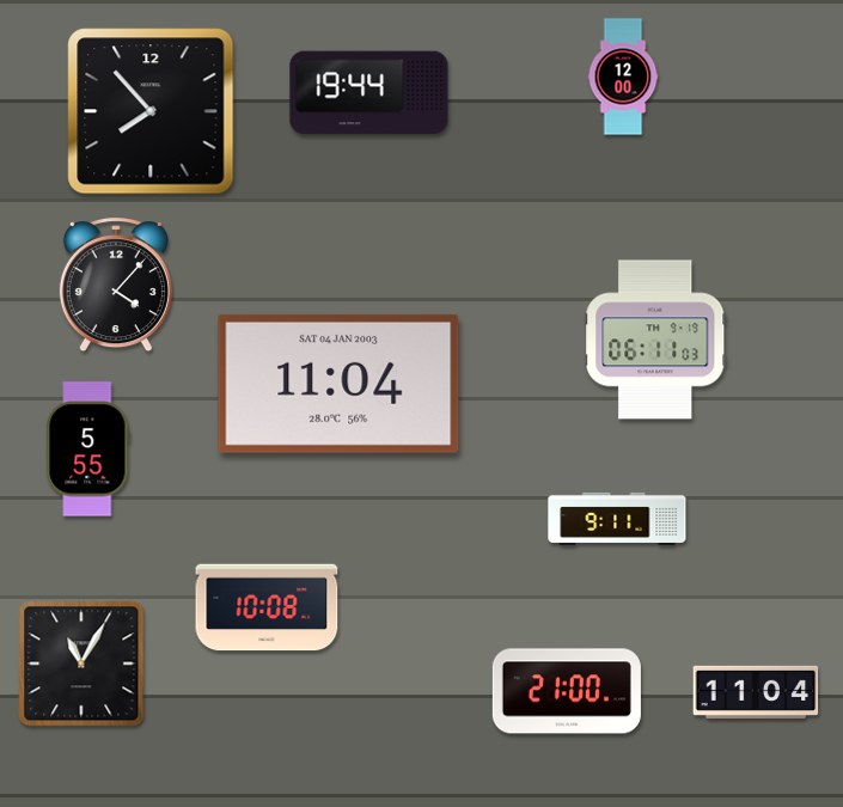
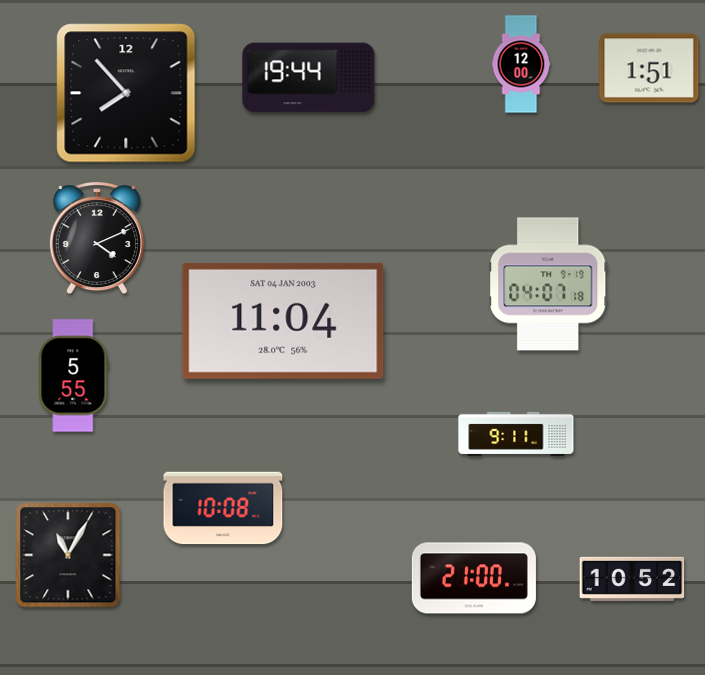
clock at (649, 68): none -> 1:51
clock at (116, 286): 4:07 -> 4:11
clock at (655, 340): 06:11 -> 04:07
clock at (756, 692): 11:04 -> 10:52
